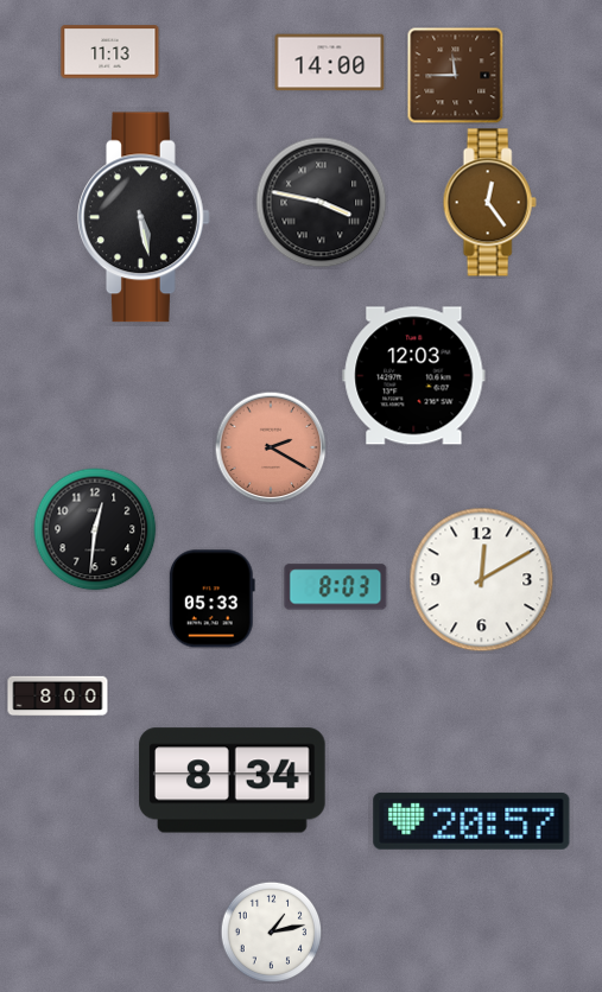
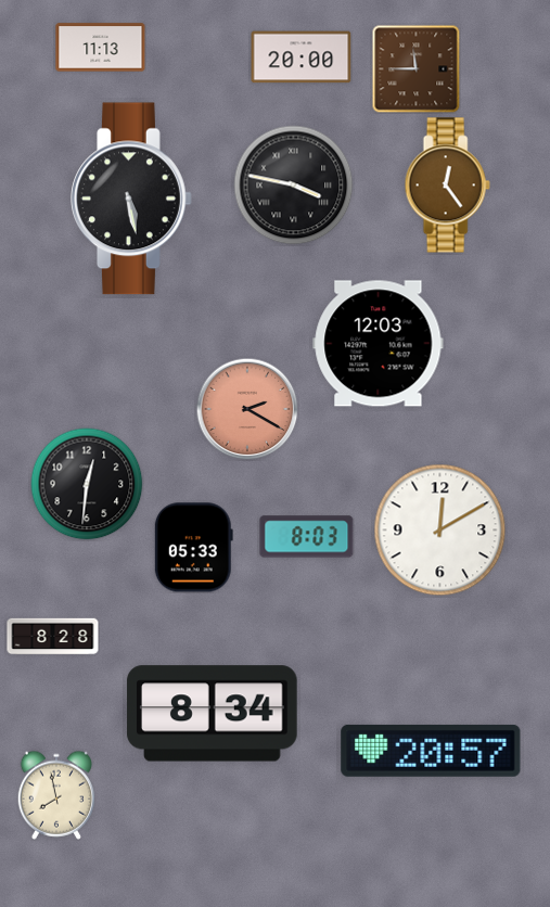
clock at (330, 63): 14:00 -> 20:00
clock at (58, 697): 8:00 -> 8:28
clock at (55, 795): none -> 7:58
clock at (271, 931): 1:13 -> none
